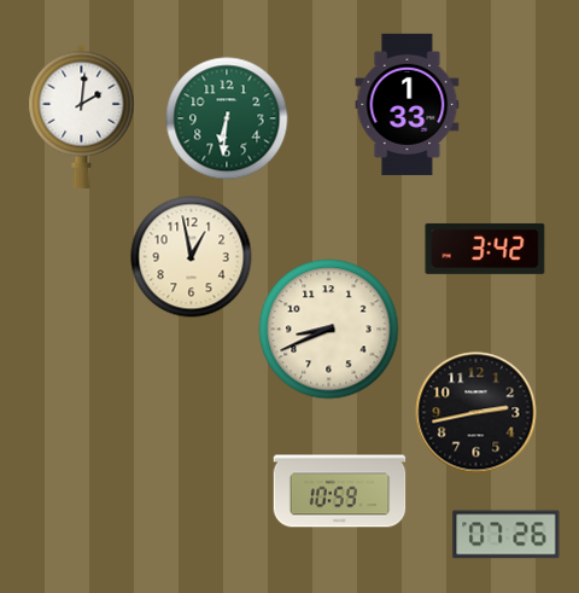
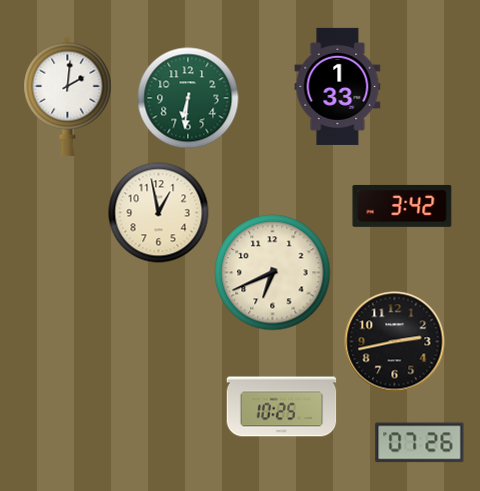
clock at (329, 330): 8:41 -> 6:41
clock at (340, 492): 10:59 -> 10:25
